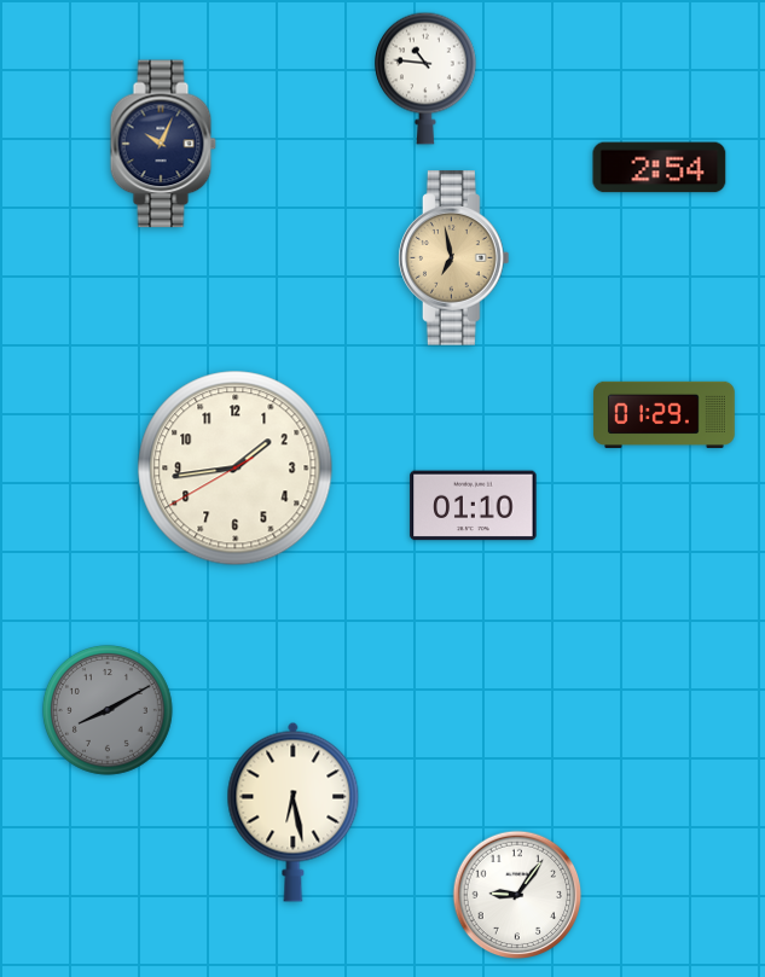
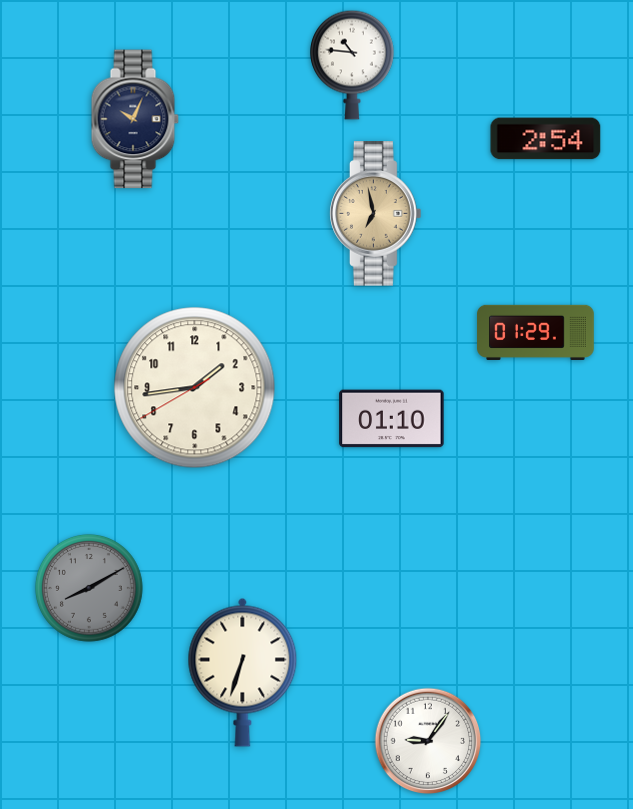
clock at (665, 414) position: (665, 414) -> (536, 332)
clock at (294, 812): 6:28 -> 6:33
